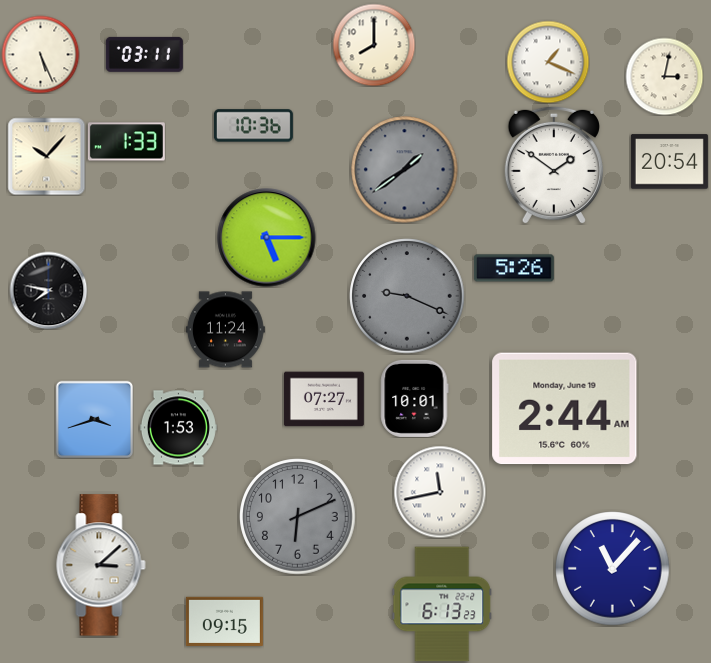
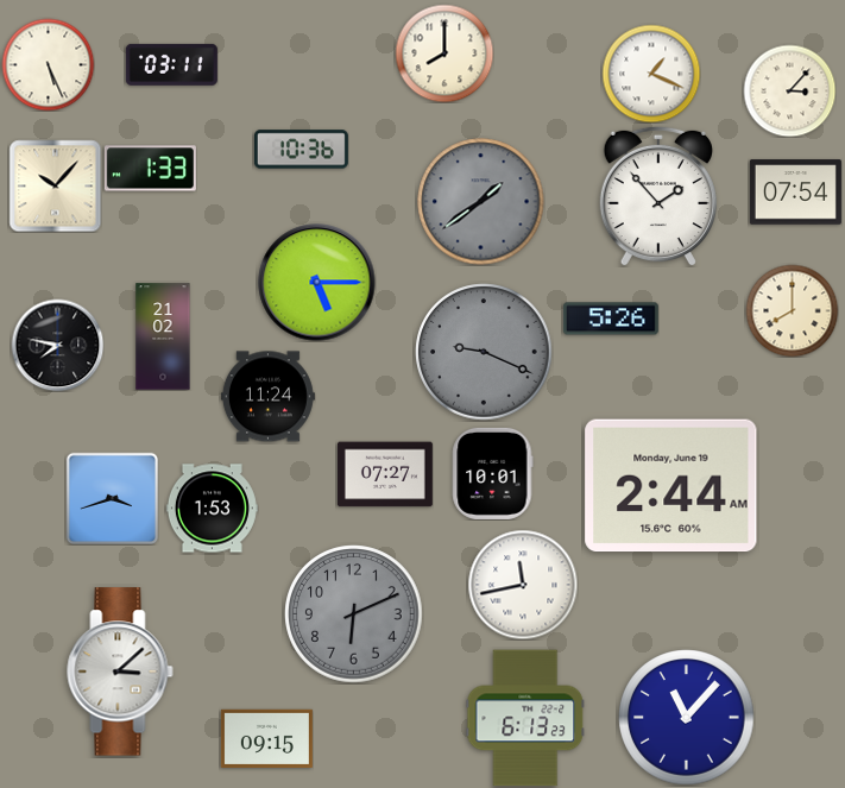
clock at (664, 76): 3:02 -> 3:07
clock at (669, 162): 20:54 -> 07:54
clock at (554, 165): 1:51 -> 1:53
clock at (792, 310): none -> 8:00
clock at (163, 336): none -> 21:02
clock at (225, 330) position: (225, 330) -> (267, 397)
clock at (613, 569) position: (613, 569) -> (687, 718)
